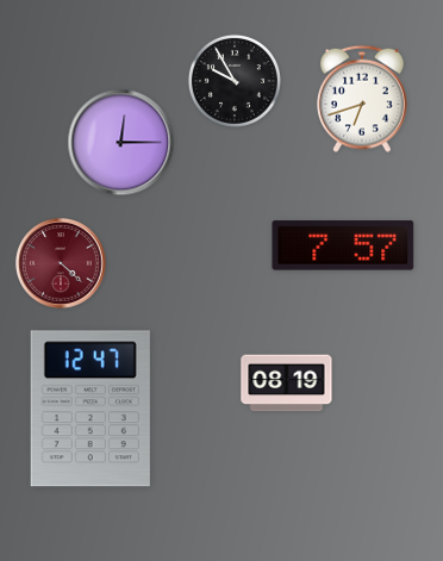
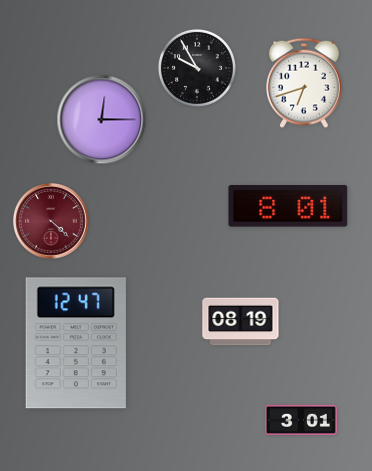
clock at (343, 245): 7:57 -> 8:01
clock at (301, 420): none -> 3:01
